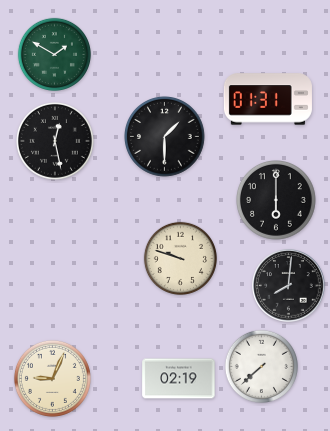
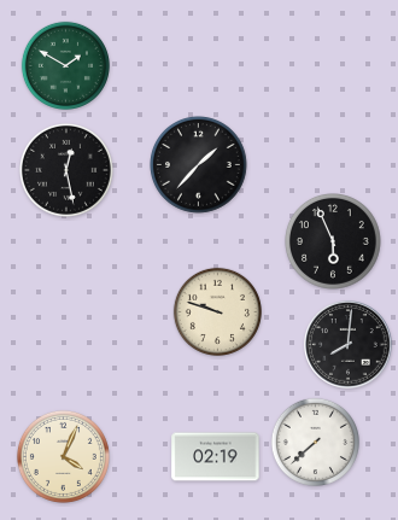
clock at (268, 99): 01:31 -> none
clock at (165, 137): 1:30 -> 1:37
clock at (277, 201): 6:00 -> 5:56
clock at (52, 378): 9:04 -> 4:04
